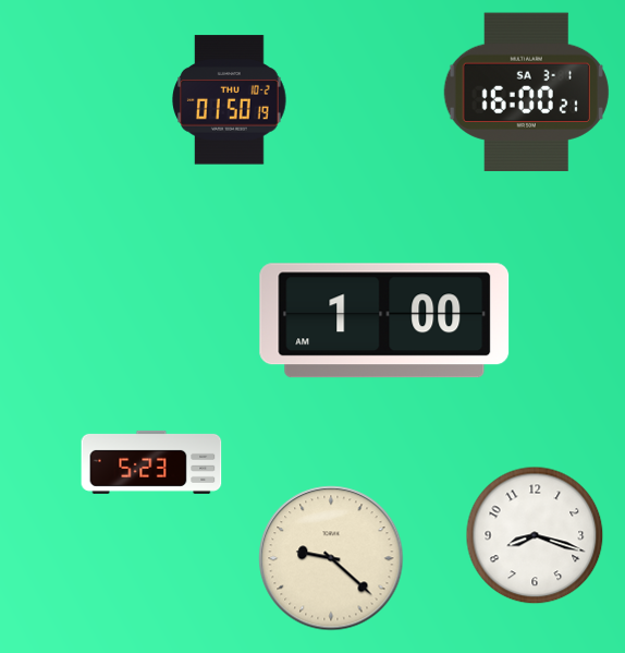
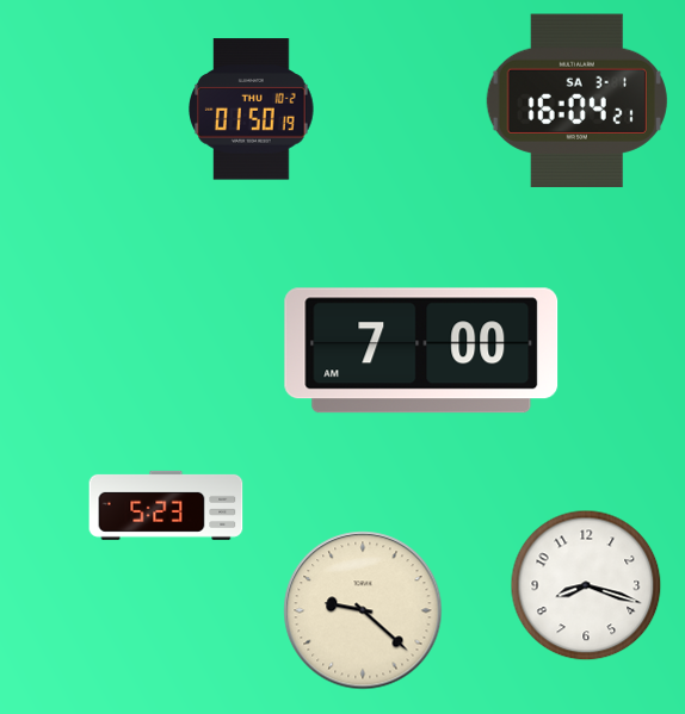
clock at (526, 92): 16:00 -> 16:04
clock at (384, 321): 1:00 -> 7:00
